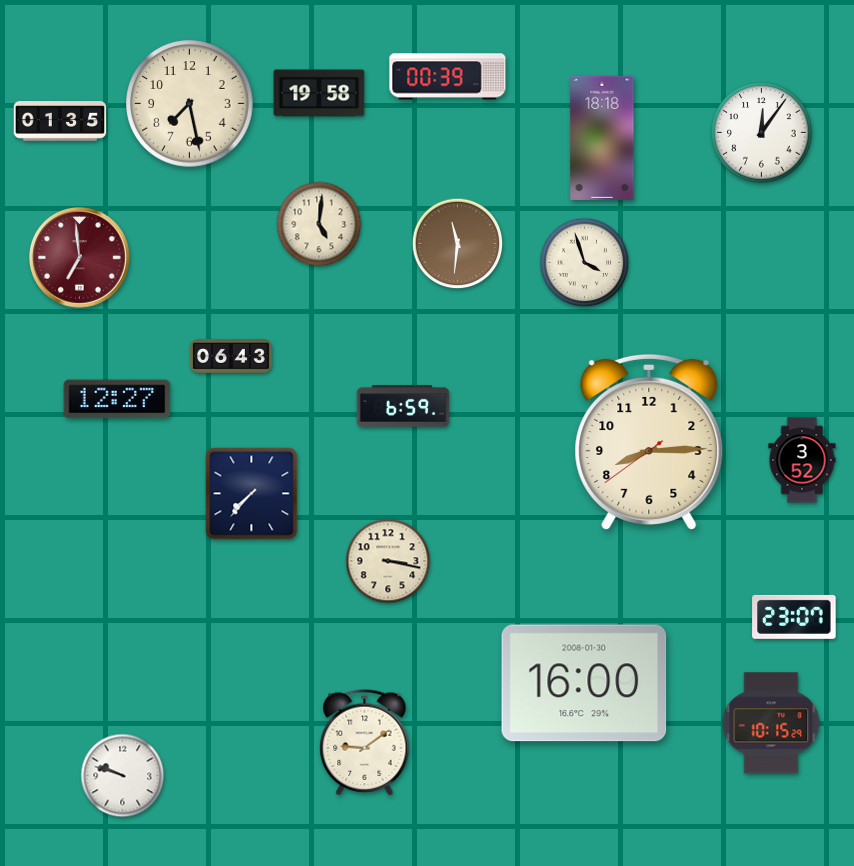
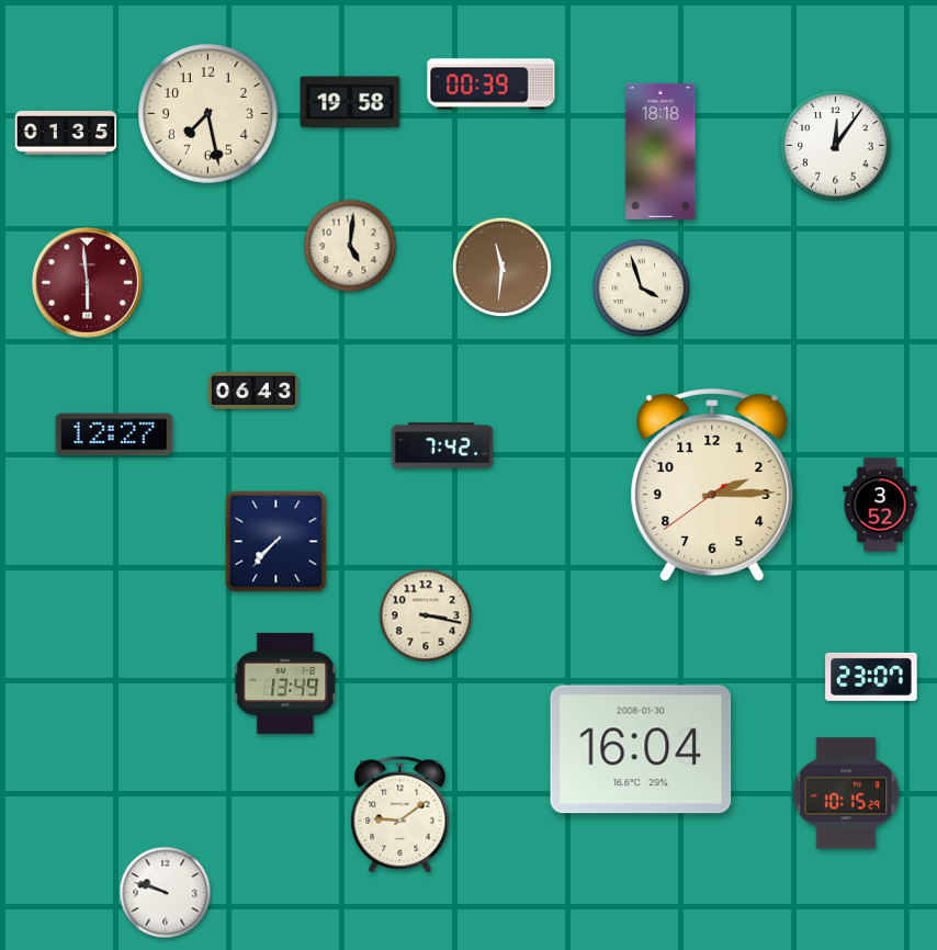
clock at (79, 257): 6:59 -> 5:59
clock at (117, 399) position: (117, 399) -> (114, 434)
clock at (403, 406): 6:59 -> 7:42
clock at (649, 442): 8:14 -> 2:14
clock at (286, 683): none -> 13:49
clock at (584, 683): 16:00 -> 16:04
clock at (123, 776) position: (123, 776) -> (166, 893)
